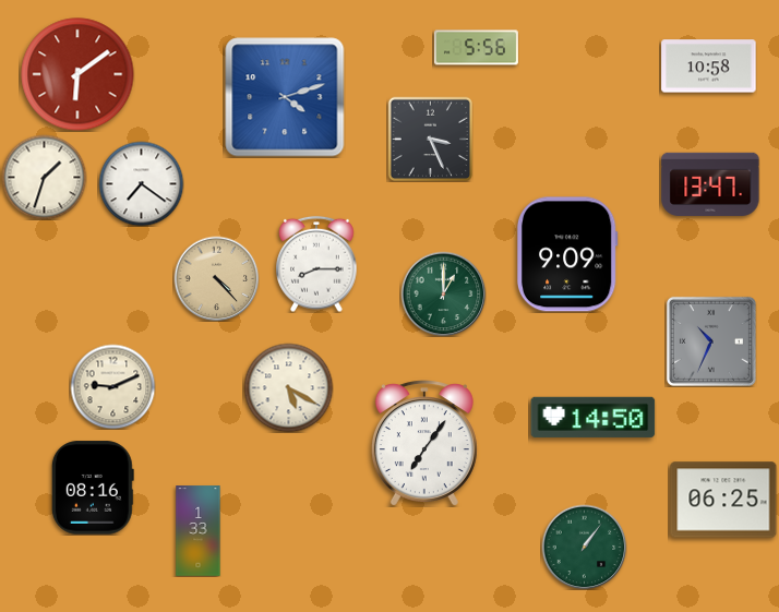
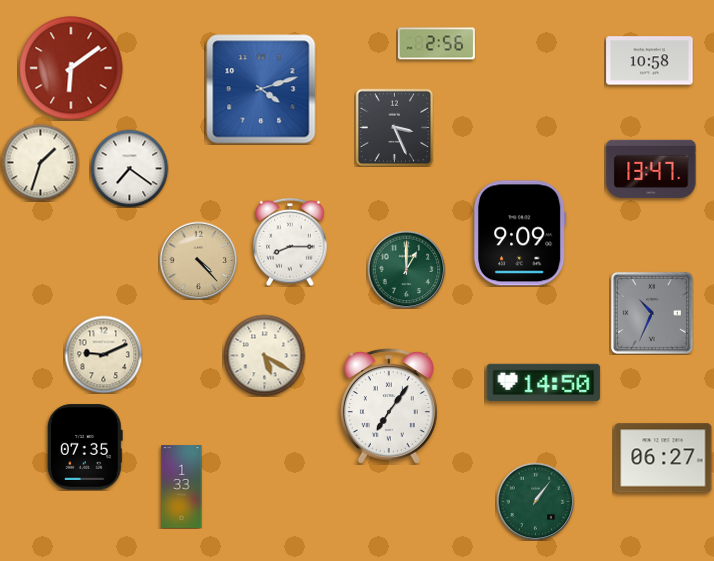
clock at (476, 48): 5:56 -> 2:56
clock at (216, 278) position: (216, 278) -> (198, 260)
clock at (93, 488): 08:16 -> 07:35
clock at (723, 500): 06:25 -> 06:27
